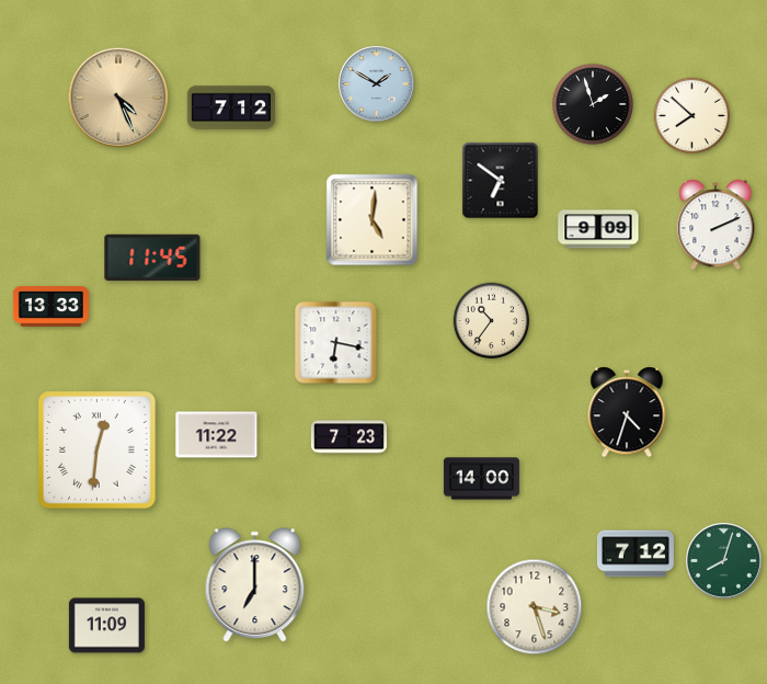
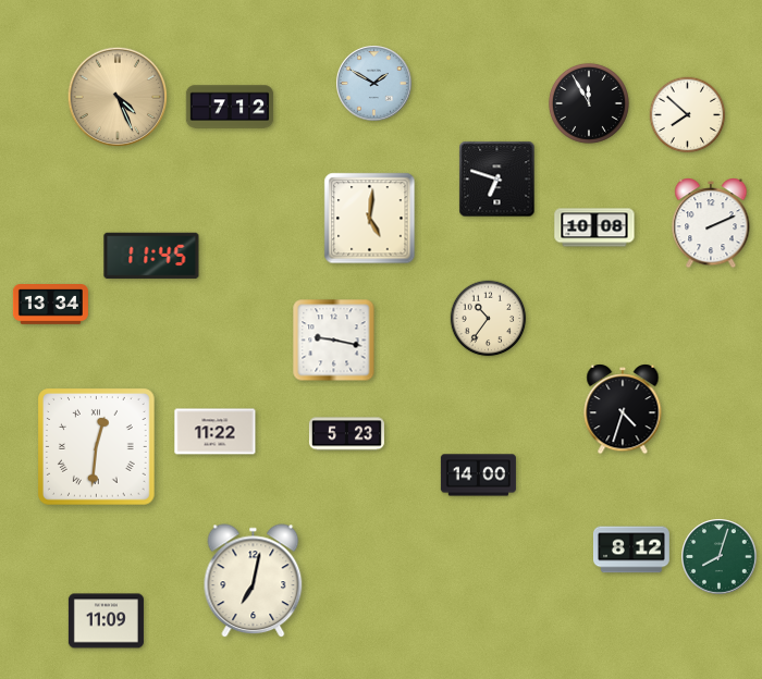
clock at (593, 104): 1:57 -> 11:55
clock at (501, 181): 6:51 -> 6:48
clock at (598, 229): 9:09 -> 10:08
clock at (50, 307): 13:33 -> 13:34
clock at (336, 343): 6:17 -> 9:17
clock at (348, 437): 7:23 -> 5:23
clock at (636, 554): 7:12 -> 8:12
clock at (255, 585): 7:00 -> 7:02
clock at (535, 607): 3:27 -> none
